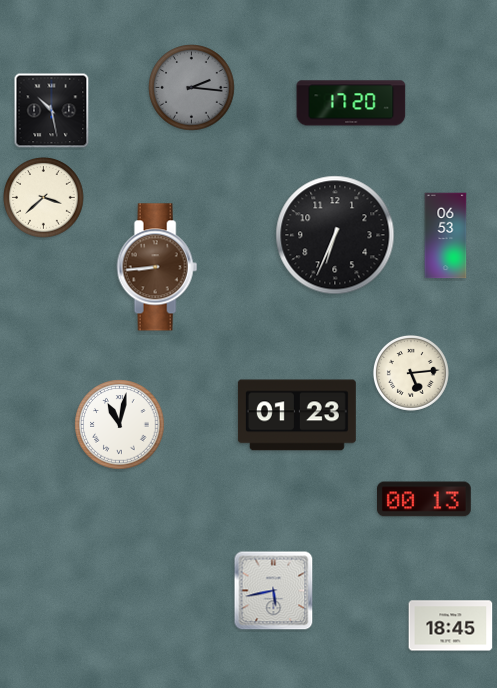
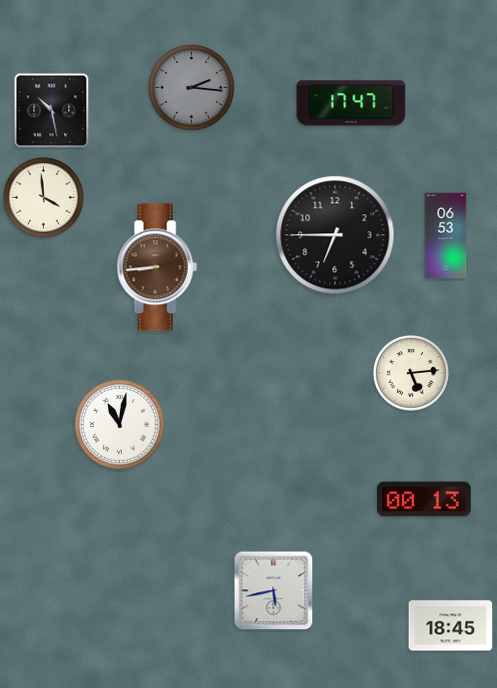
clock at (351, 103): 17:20 -> 17:47
clock at (44, 198): 3:38 -> 3:59
clock at (335, 235): 6:34 -> 6:45
clock at (297, 415): 01:23 -> none
